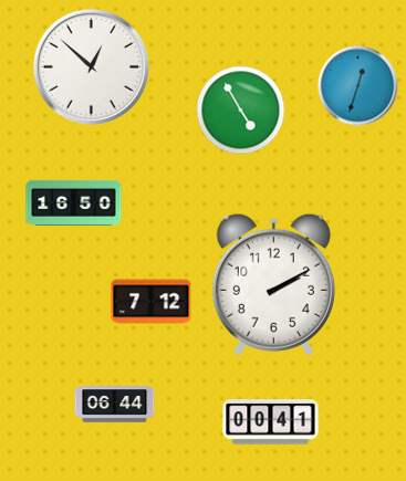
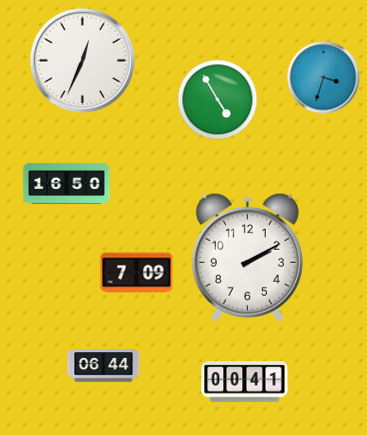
clock at (91, 66): 12:52 -> 12:34
clock at (358, 86): 12:33 -> 3:33
clock at (152, 302): 7:12 -> 7:09
